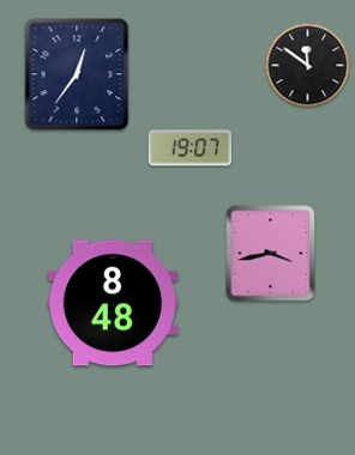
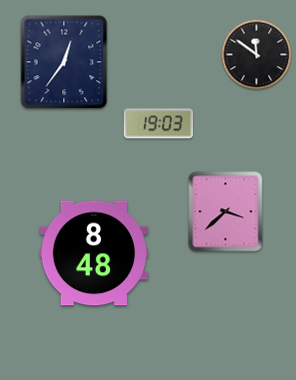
clock at (191, 148): 19:07 -> 19:03
clock at (271, 254): 3:43 -> 3:38
